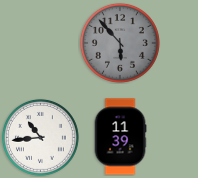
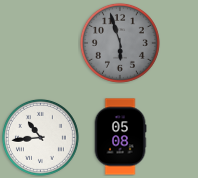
clock at (120, 43): 5:53 -> 5:57
clock at (120, 137): 11:39 -> 05:08
